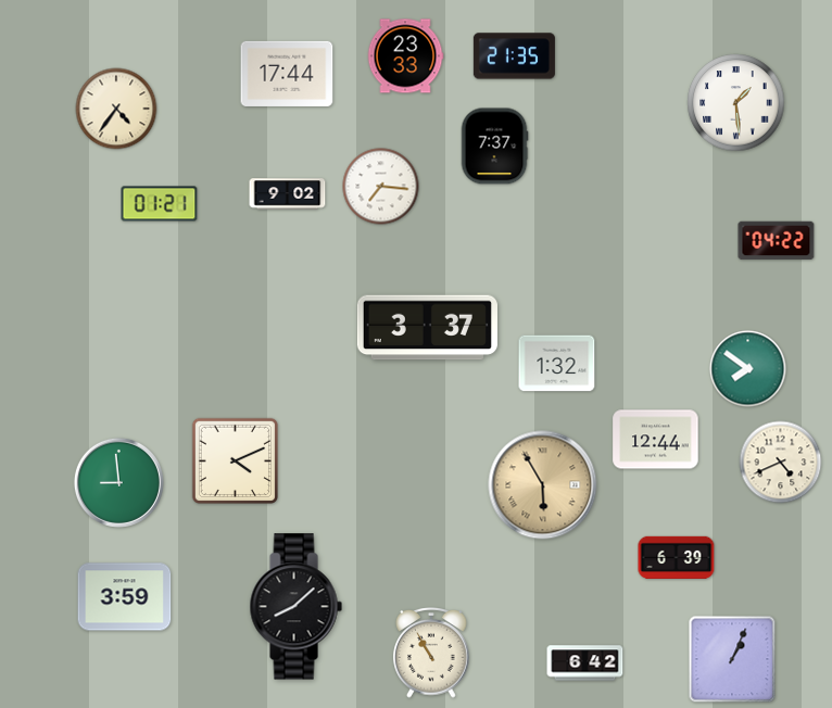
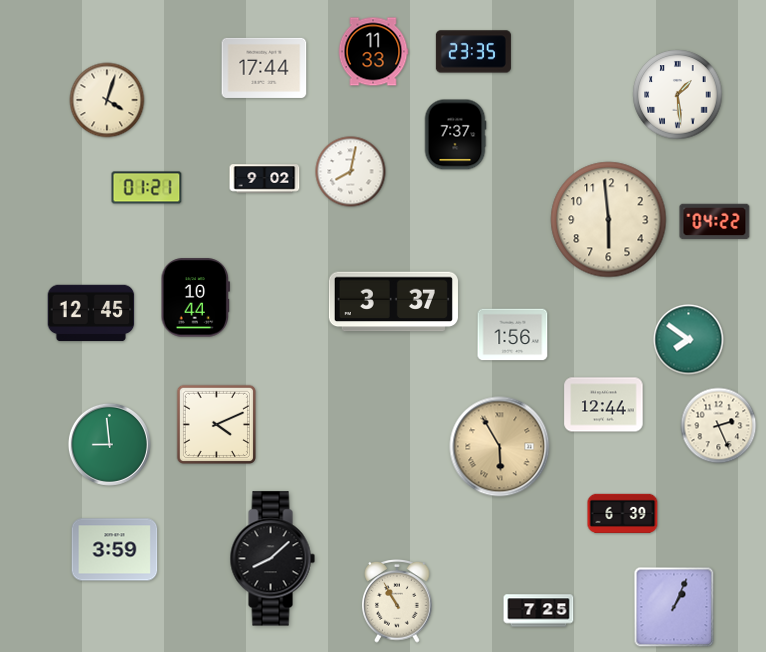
clock at (405, 56): 23:33 -> 11:33
clock at (514, 56): 21:35 -> 23:35
clock at (116, 109): 4:36 -> 4:03
clock at (381, 187): 7:16 -> 8:02
clock at (609, 220): none -> 5:59
clock at (196, 298): none -> 10:44
clock at (91, 313): none -> 12:45
clock at (557, 364): 1:32 -> 1:56
clock at (781, 463): 4:41 -> 2:26
clock at (585, 663): 6:42 -> 7:25
